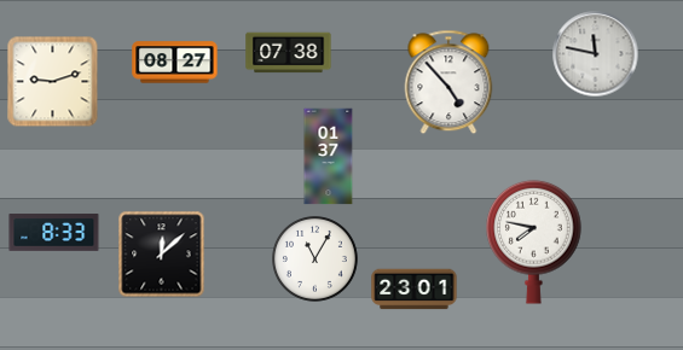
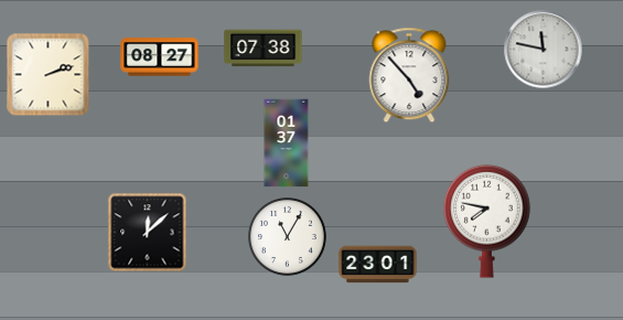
clock at (53, 82): 9:12 -> 2:12
clock at (329, 157) position: (329, 157) -> (287, 143)
clock at (54, 233): 8:33 -> none
